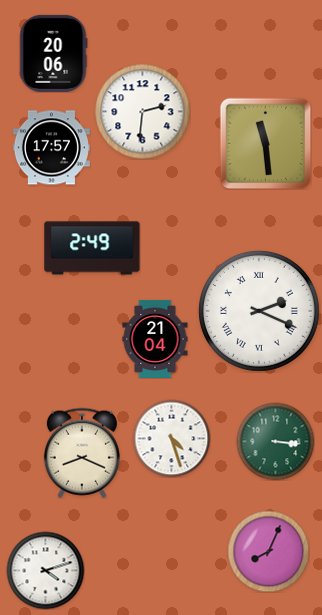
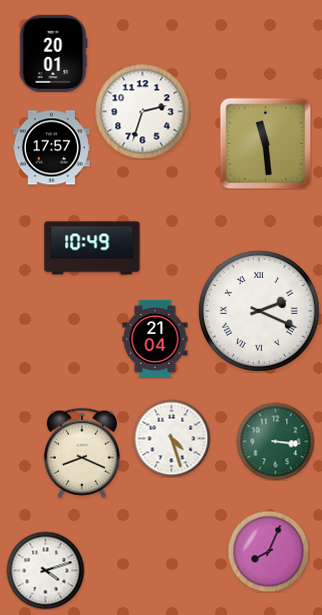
clock at (53, 53): 20:06 -> 20:01
clock at (142, 111): 2:31 -> 2:33
clock at (92, 248): 2:49 -> 10:49
